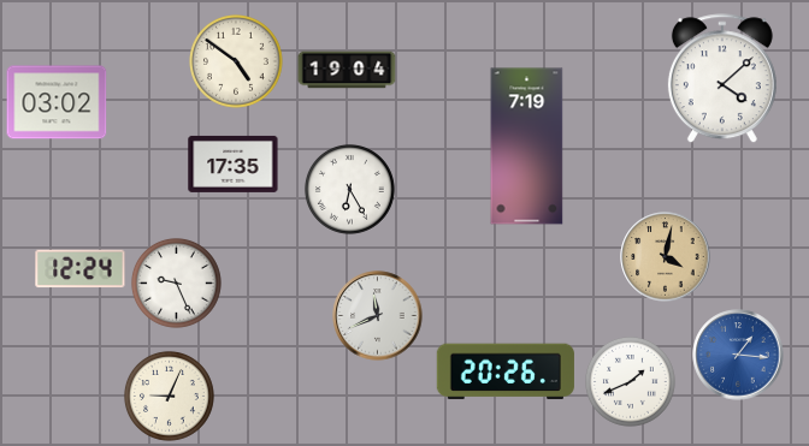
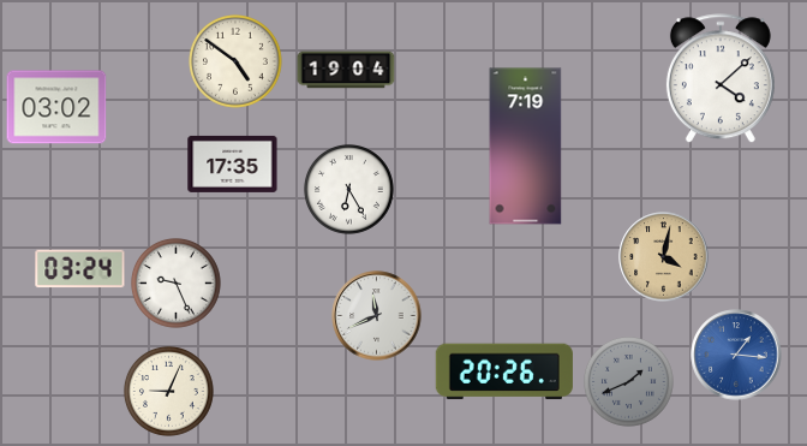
clock at (57, 102) position: (57, 102) -> (56, 107)
clock at (81, 269): 12:24 -> 03:24
clock at (631, 382) dial: white -> grey
clock at (170, 397) position: (170, 397) -> (169, 392)
